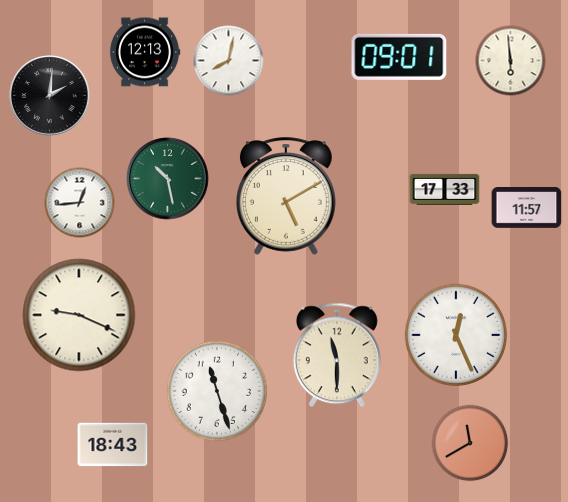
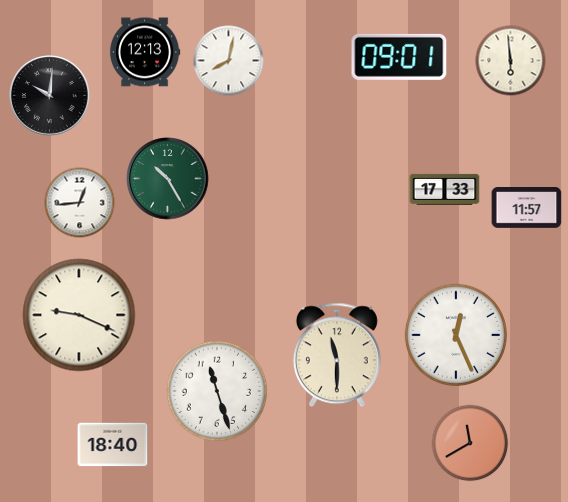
clock at (50, 96): 2:01 -> 10:01
clock at (168, 179): 10:28 -> 10:25
clock at (287, 196): 5:10 -> none
clock at (113, 445): 18:43 -> 18:40
